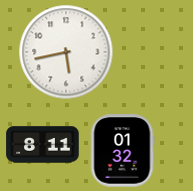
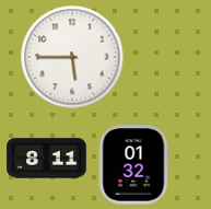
clock at (66, 52): 5:43 -> 5:45
